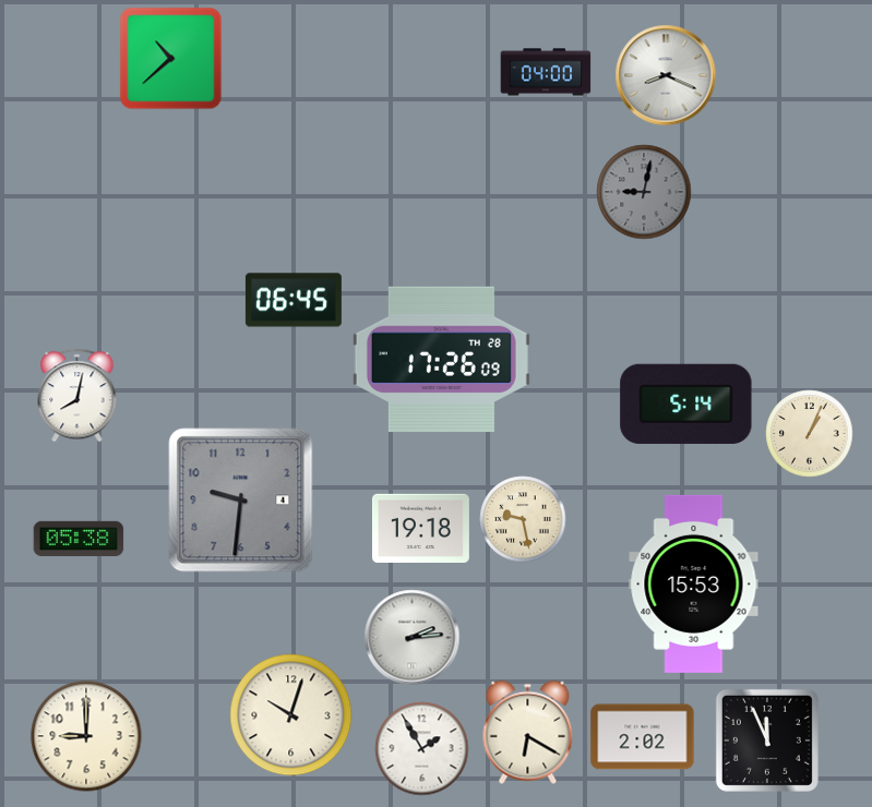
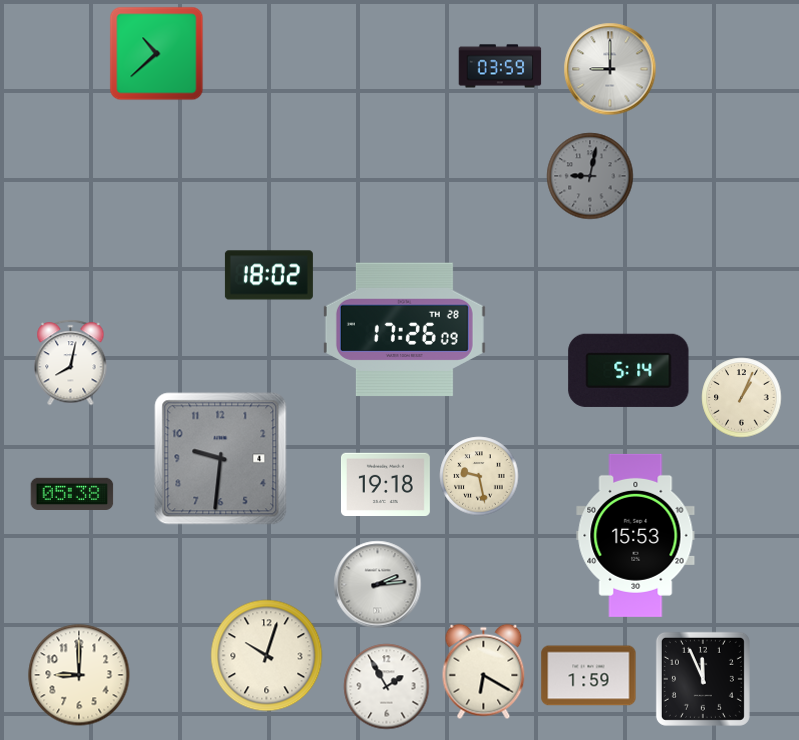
clock at (546, 72): 04:00 -> 03:59
clock at (666, 75): 8:19 -> 9:00
clock at (294, 300): 06:45 -> 18:02
clock at (643, 737): 2:02 -> 1:59
